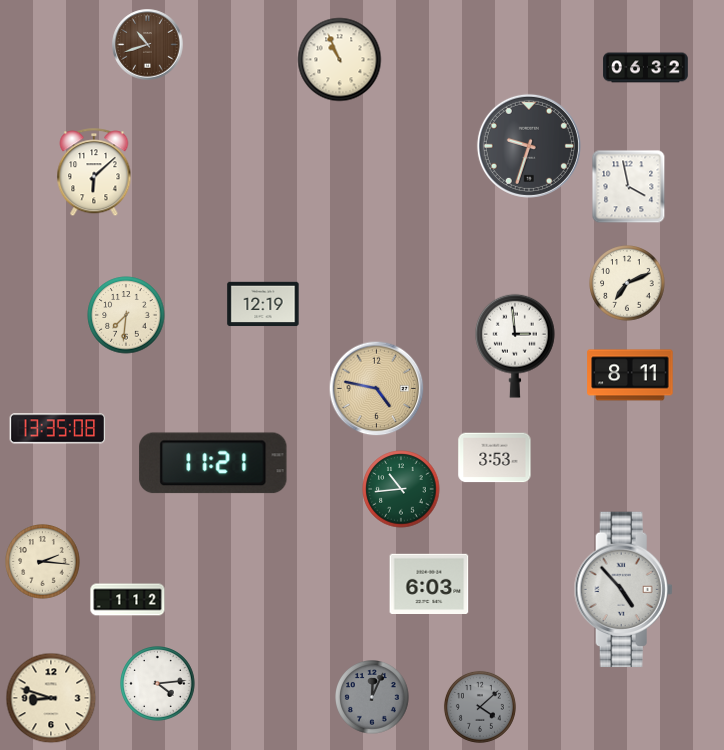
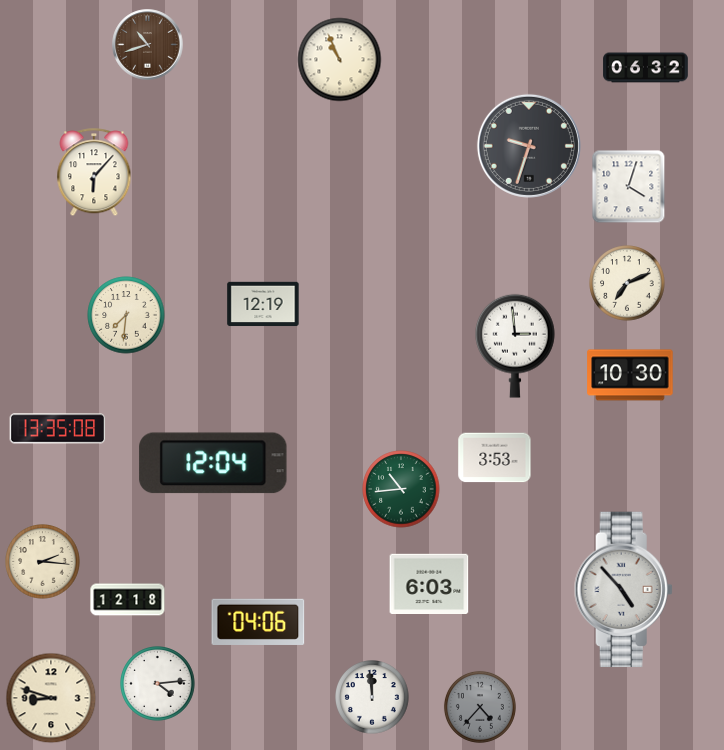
clock at (94, 173): 6:08 -> 6:07
clock at (629, 187): 3:58 -> 4:03
clock at (630, 375): 8:11 -> 10:30
clock at (377, 389): 4:47 -> none
clock at (213, 463): 11:21 -> 12:04
clock at (128, 600): 1:12 -> 12:18
clock at (258, 622): none -> 04:06
clock at (373, 698): 12:04 -> 11:59
clock at (373, 698) dial: grey -> white
clock at (480, 707): 4:08 -> 4:37
